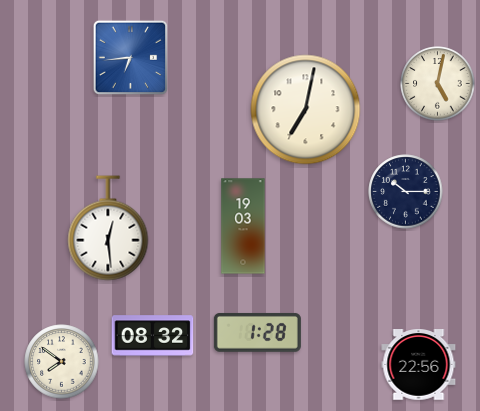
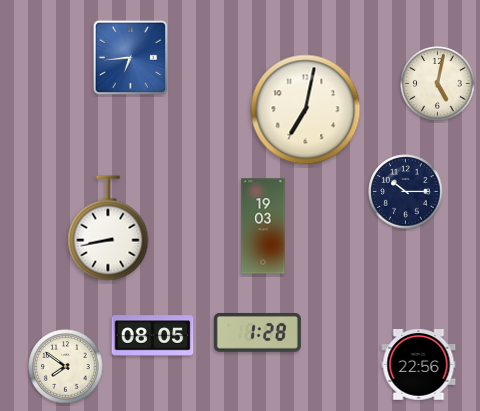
clock at (243, 226) position: (243, 226) -> (263, 226)
clock at (108, 228): 12:29 -> 8:43
clock at (153, 336): 08:32 -> 08:05
clock at (62, 362) position: (62, 362) -> (66, 367)
